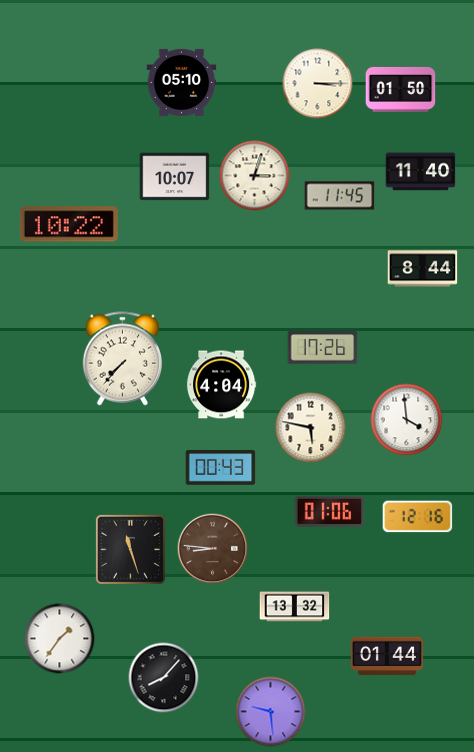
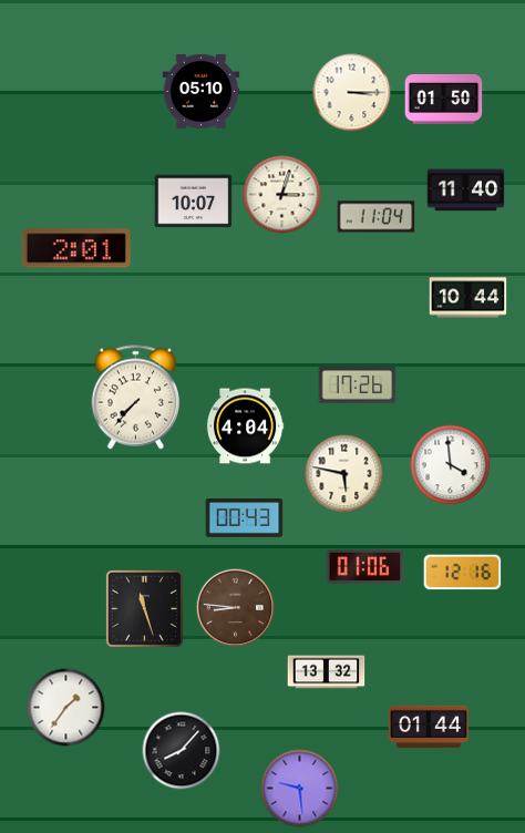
clock at (175, 177) position: (175, 177) -> (194, 202)
clock at (340, 196): 11:45 -> 11:04
clock at (69, 224): 10:22 -> 2:01
clock at (423, 269): 8:44 -> 10:44
